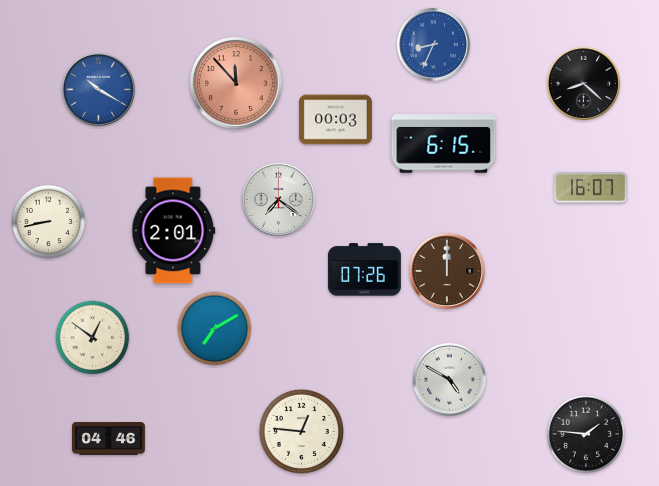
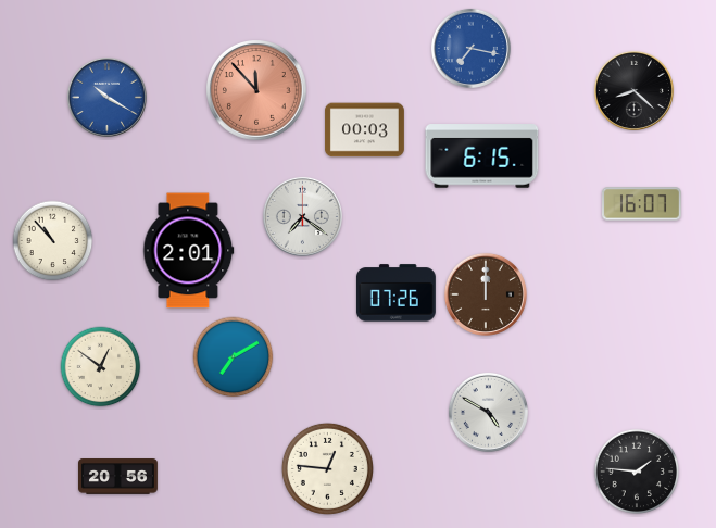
clock at (433, 44): 8:34 -> 7:17
clock at (49, 222): 8:43 -> 10:53
clock at (109, 439): 04:46 -> 20:56
